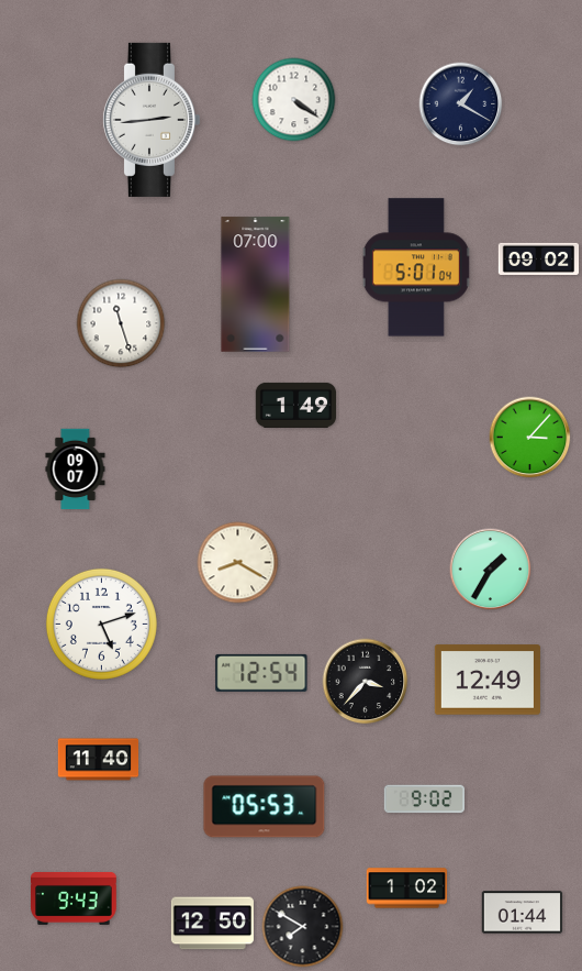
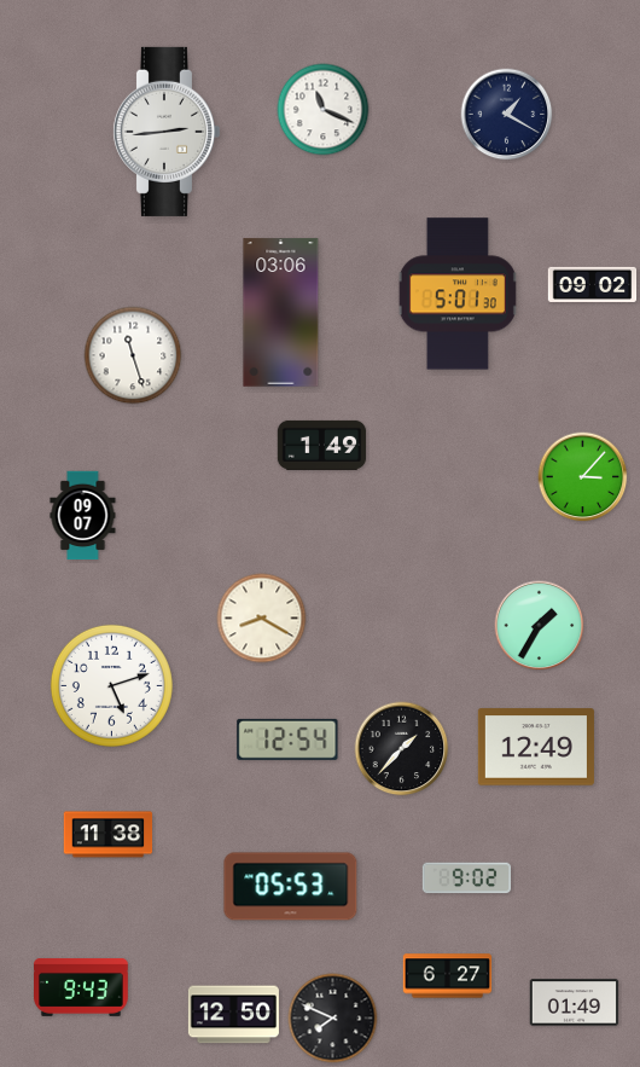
clock at (294, 100): 4:21 -> 11:19
clock at (416, 267): 5:01:04 -> 5:01:30
clock at (256, 285): 07:00 -> 03:06
clock at (296, 405) position: (296, 405) -> (322, 445)
clock at (530, 438) position: (530, 438) -> (583, 477)
clock at (366, 682): 3:37 -> 1:37
clock at (99, 760): 11:40 -> 11:38
clock at (407, 889): 1:02 -> 6:27
clock at (523, 913): 01:44 -> 01:49
clock at (303, 927): 7:50 -> 7:49
